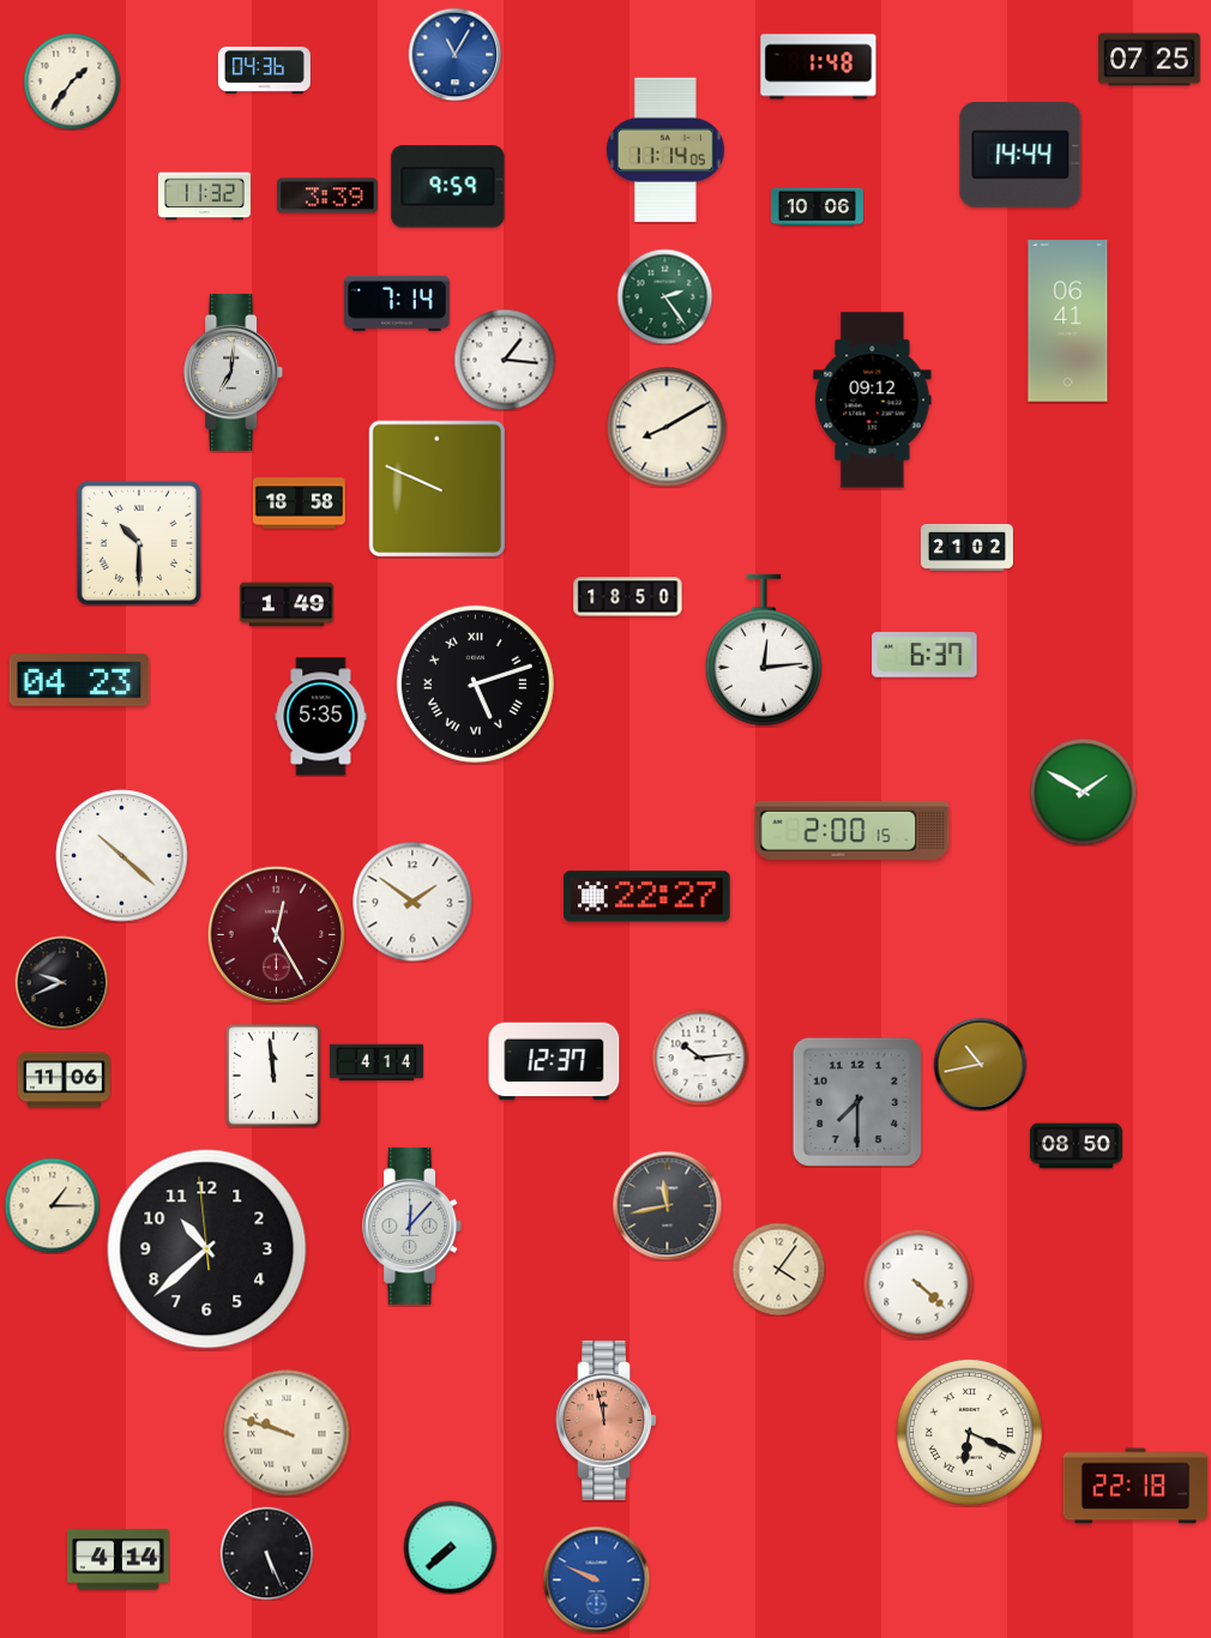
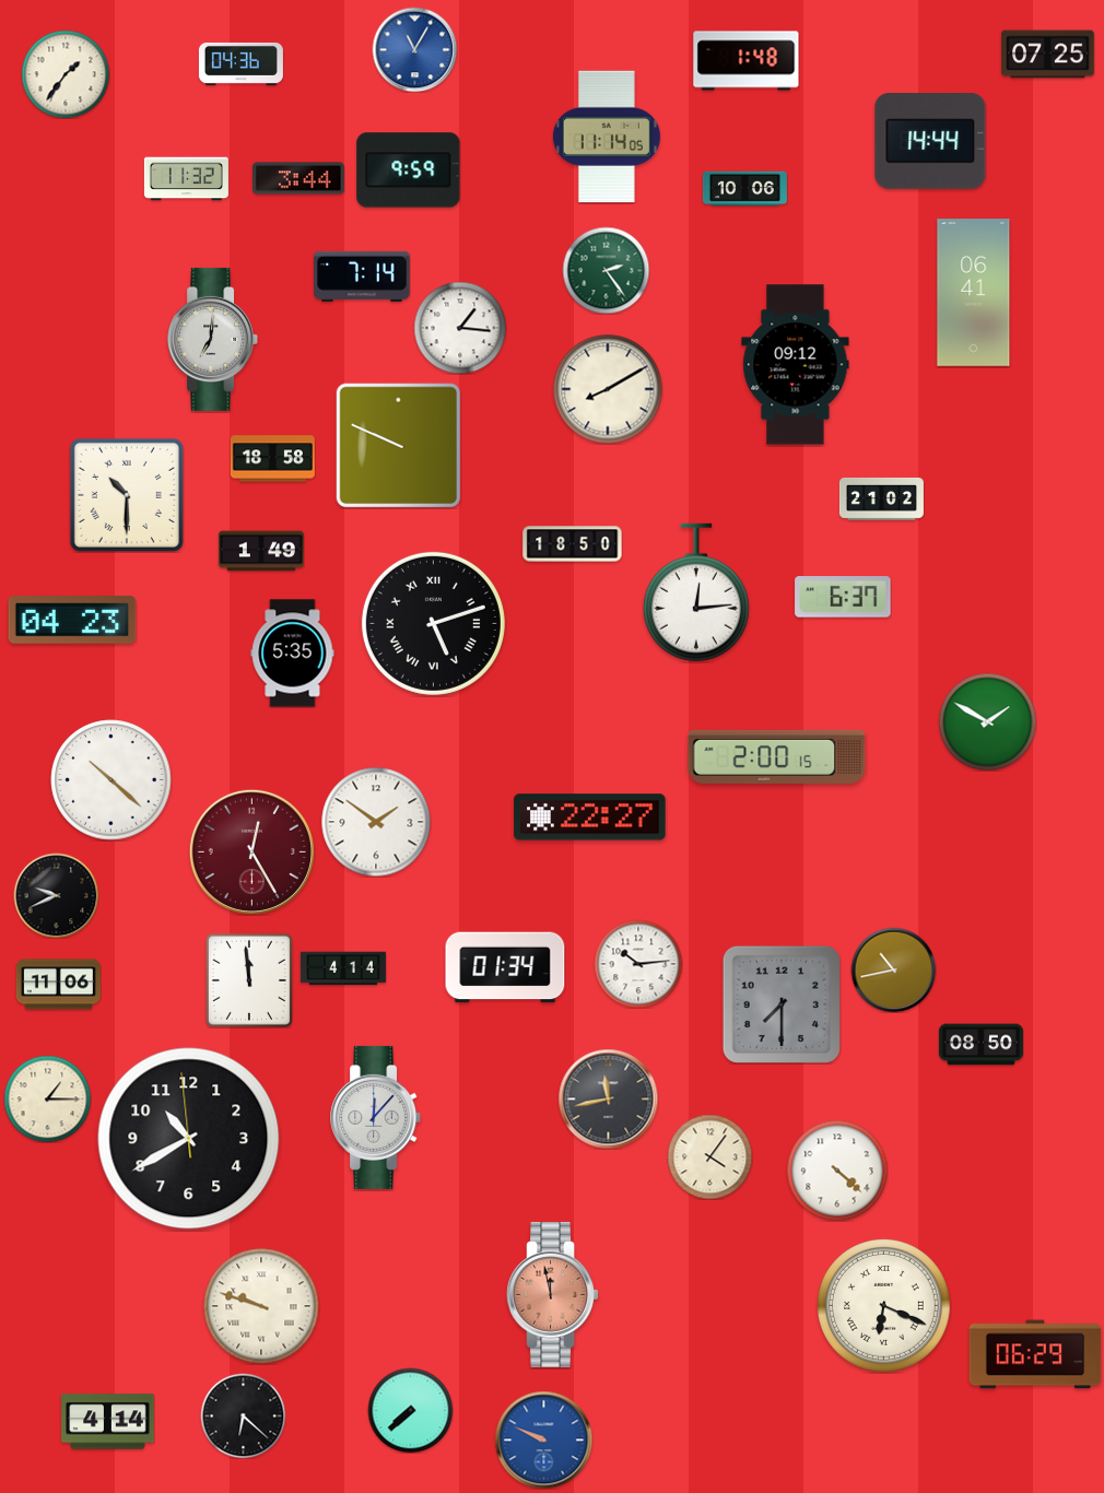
clock at (327, 195): 3:39 -> 3:44
clock at (554, 1061): 12:37 -> 01:34
clock at (207, 1249): 10:37 -> 10:39
clock at (1135, 1486): 22:18 -> 06:29
clock at (266, 1553): 5:26 -> 6:22
